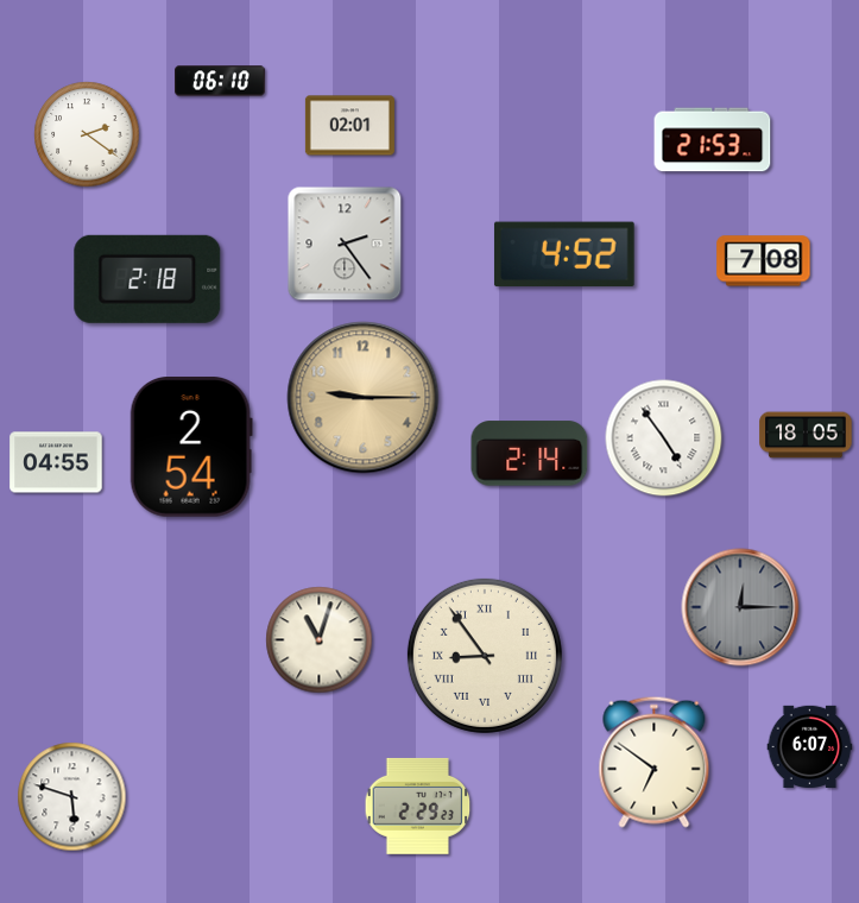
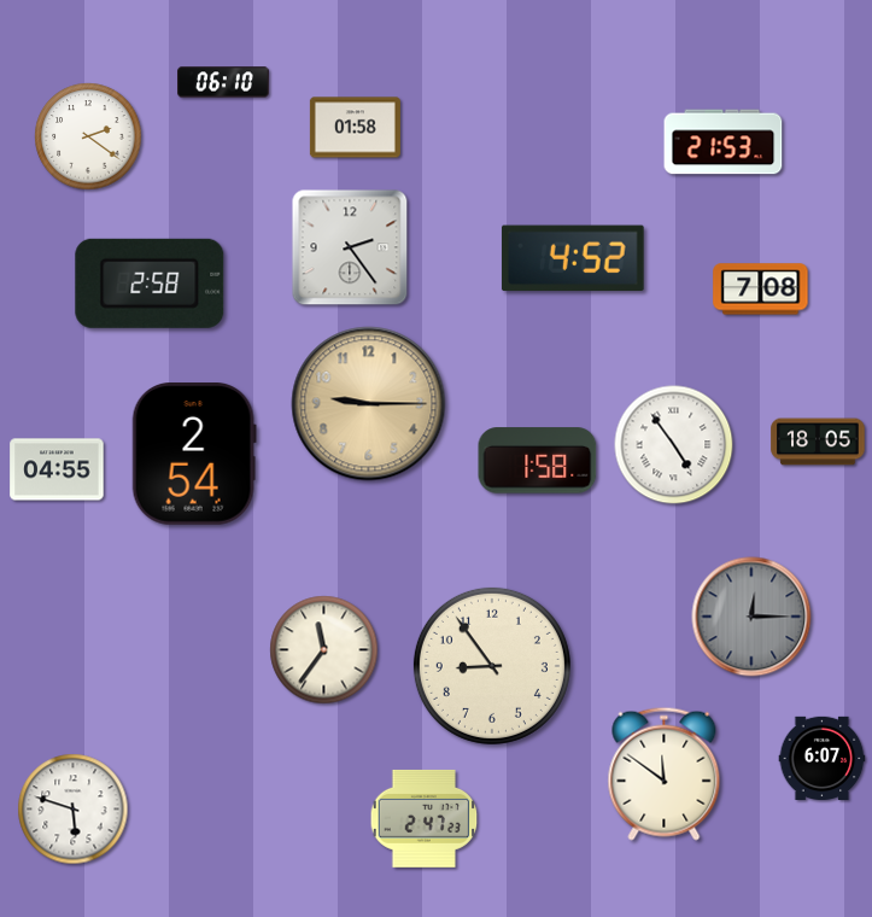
clock at (349, 126): 02:01 -> 01:58
clock at (764, 261) position: (764, 261) -> (761, 290)
clock at (147, 279): 2:18 -> 2:58
clock at (530, 454): 2:14 -> 1:58
clock at (320, 640): 11:03 -> 11:36
clock at (485, 656) numerals: Roman -> Arabic
clock at (655, 762): 6:51 -> 11:51
clock at (418, 806): 2:29 -> 2:47
